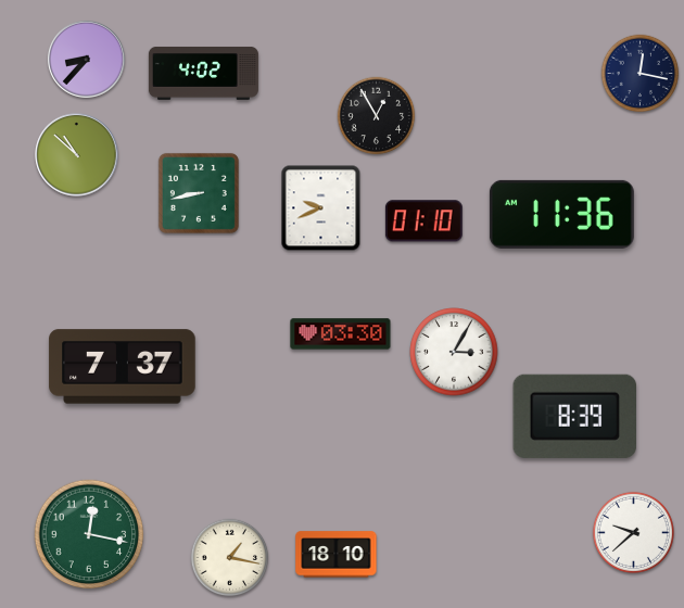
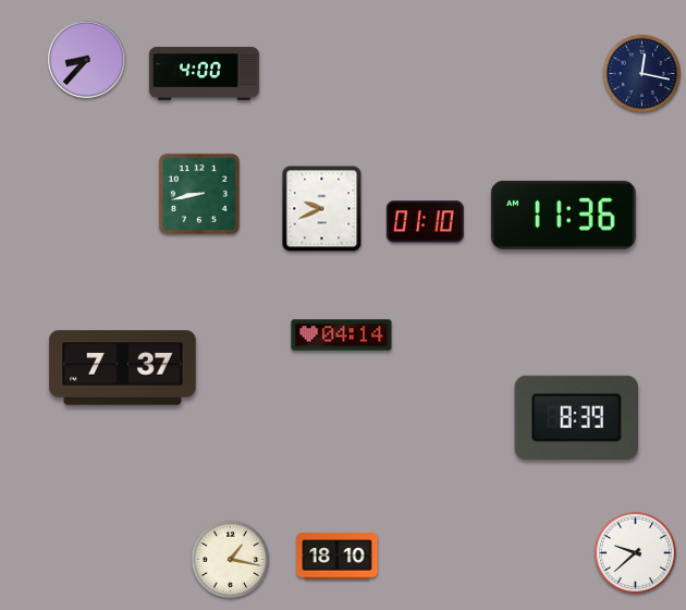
clock at (203, 73): 4:02 -> 4:00
clock at (377, 116): 12:55 -> none
clock at (77, 155): 10:52 -> none
clock at (341, 334): 03:30 -> 04:14
clock at (454, 352): 3:05 -> none
clock at (633, 532) position: (633, 532) -> (635, 552)
clock at (89, 534): 12:17 -> none
